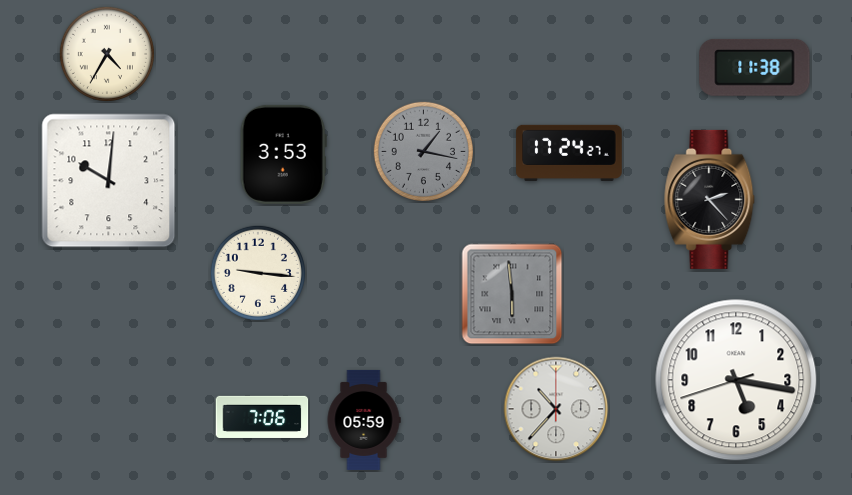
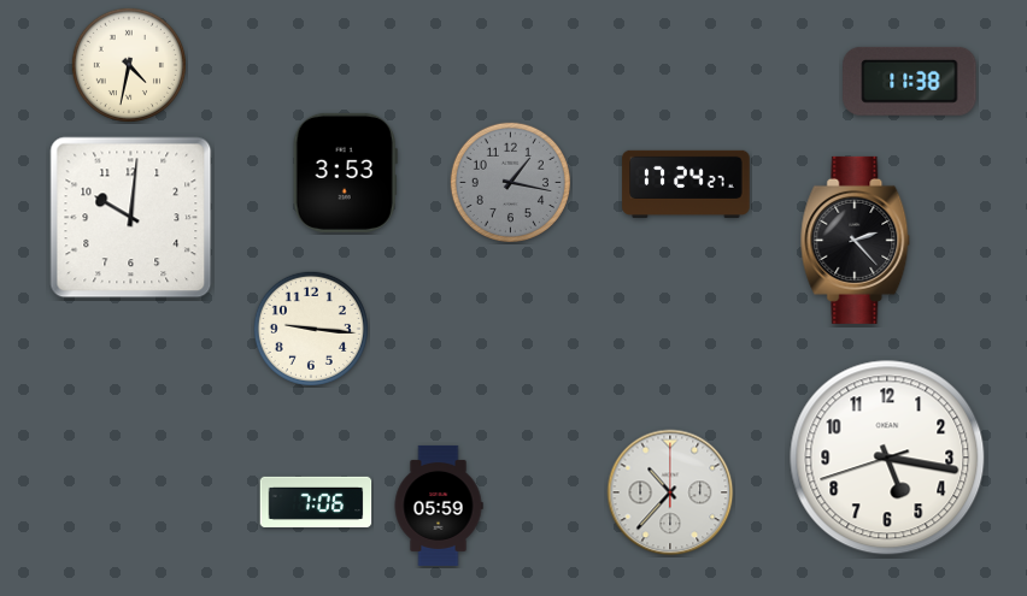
clock at (107, 54): 4:35 -> 4:32
clock at (283, 154) position: (283, 154) -> (345, 172)
clock at (512, 294): 5:59 -> none
